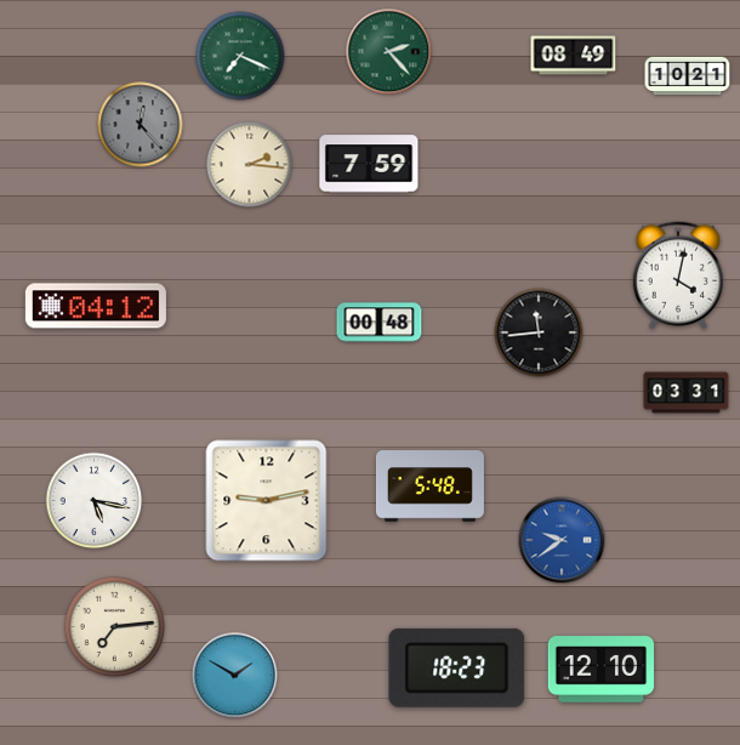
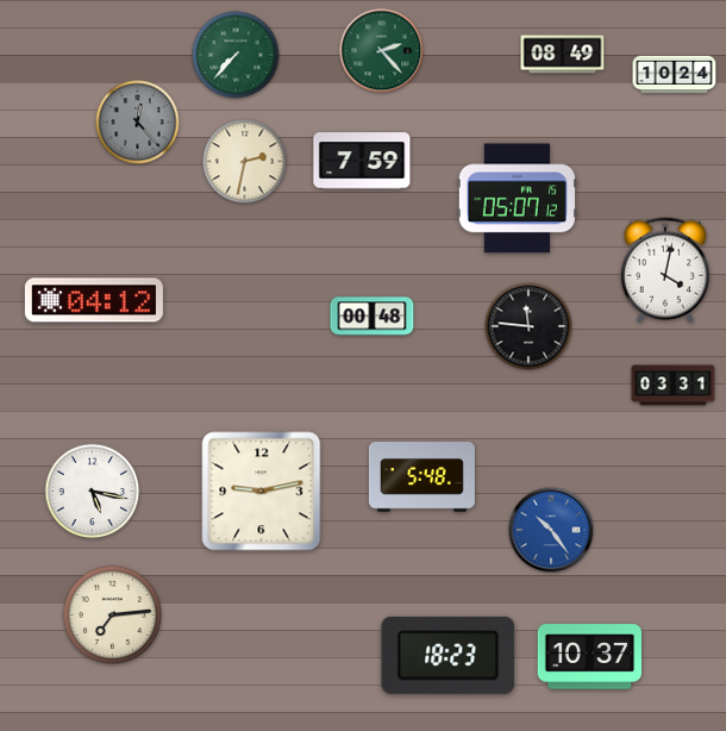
clock at (240, 56): 7:19 -> 7:37
clock at (688, 76): 10:21 -> 10:24
clock at (250, 165): 2:16 -> 2:32
clock at (517, 199): none -> 05:07
clock at (539, 332): 11:44 -> 11:46
clock at (562, 540): 9:39 -> 10:24
clock at (602, 670): 12:10 -> 10:37
clock at (235, 676): 1:50 -> none
